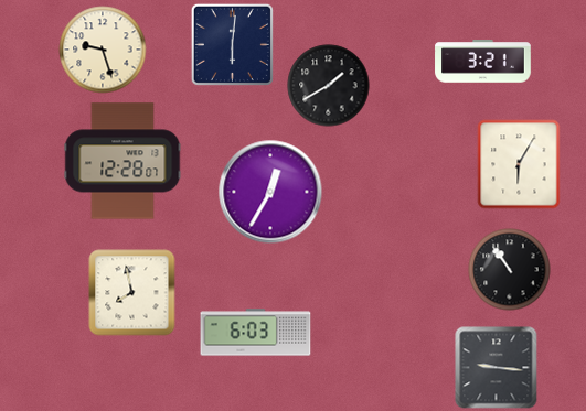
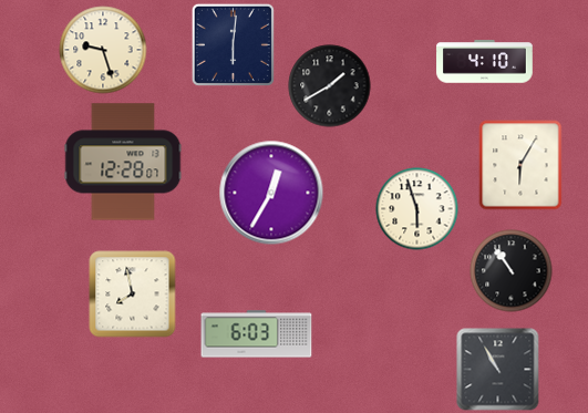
clock at (483, 62): 3:21 -> 4:10
clock at (417, 209): none -> 5:57
clock at (497, 368): 9:16 -> 10:55
